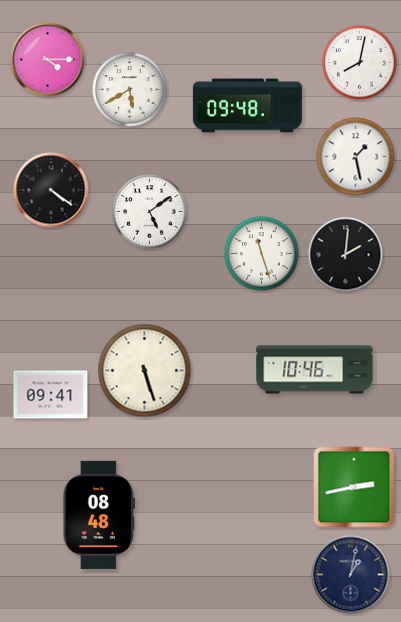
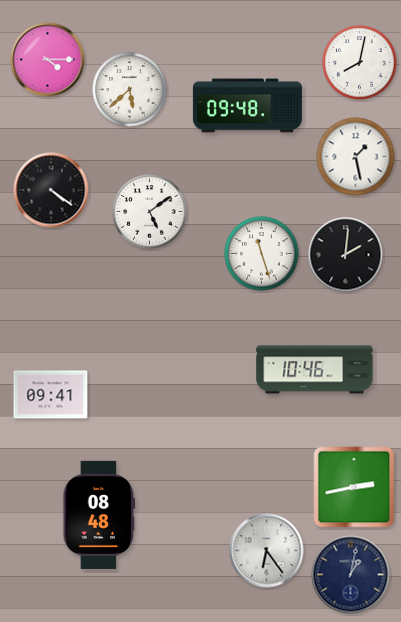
clock at (130, 90): 5:40 -> 5:38
clock at (145, 371): 5:27 -> none
clock at (267, 551): none -> 6:24
